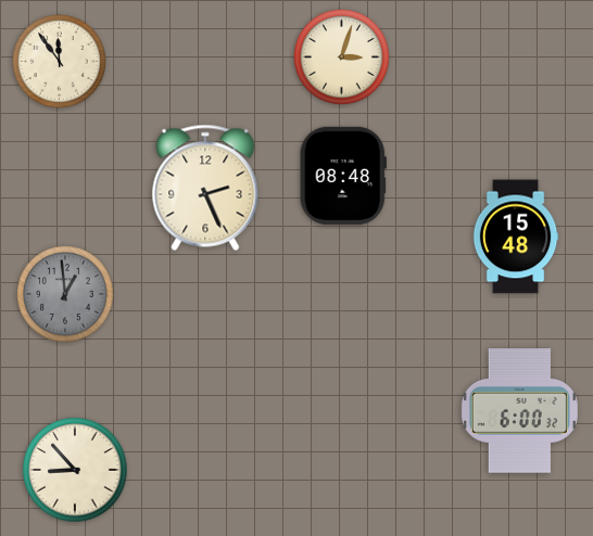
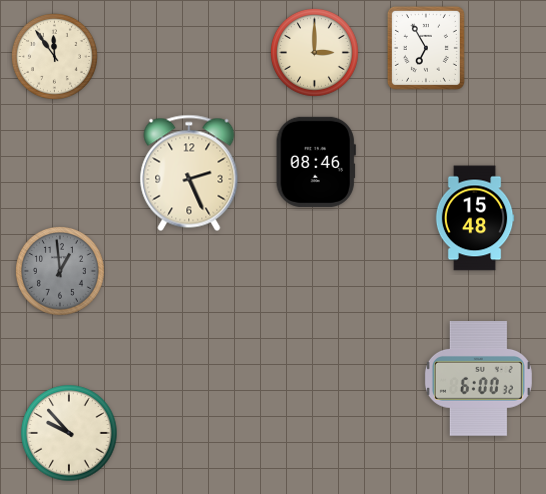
clock at (426, 48): none -> 6:55
clock at (342, 58): 3:03 -> 3:00
clock at (343, 176): 08:48 -> 08:46
clock at (75, 470): 8:53 -> 9:53
